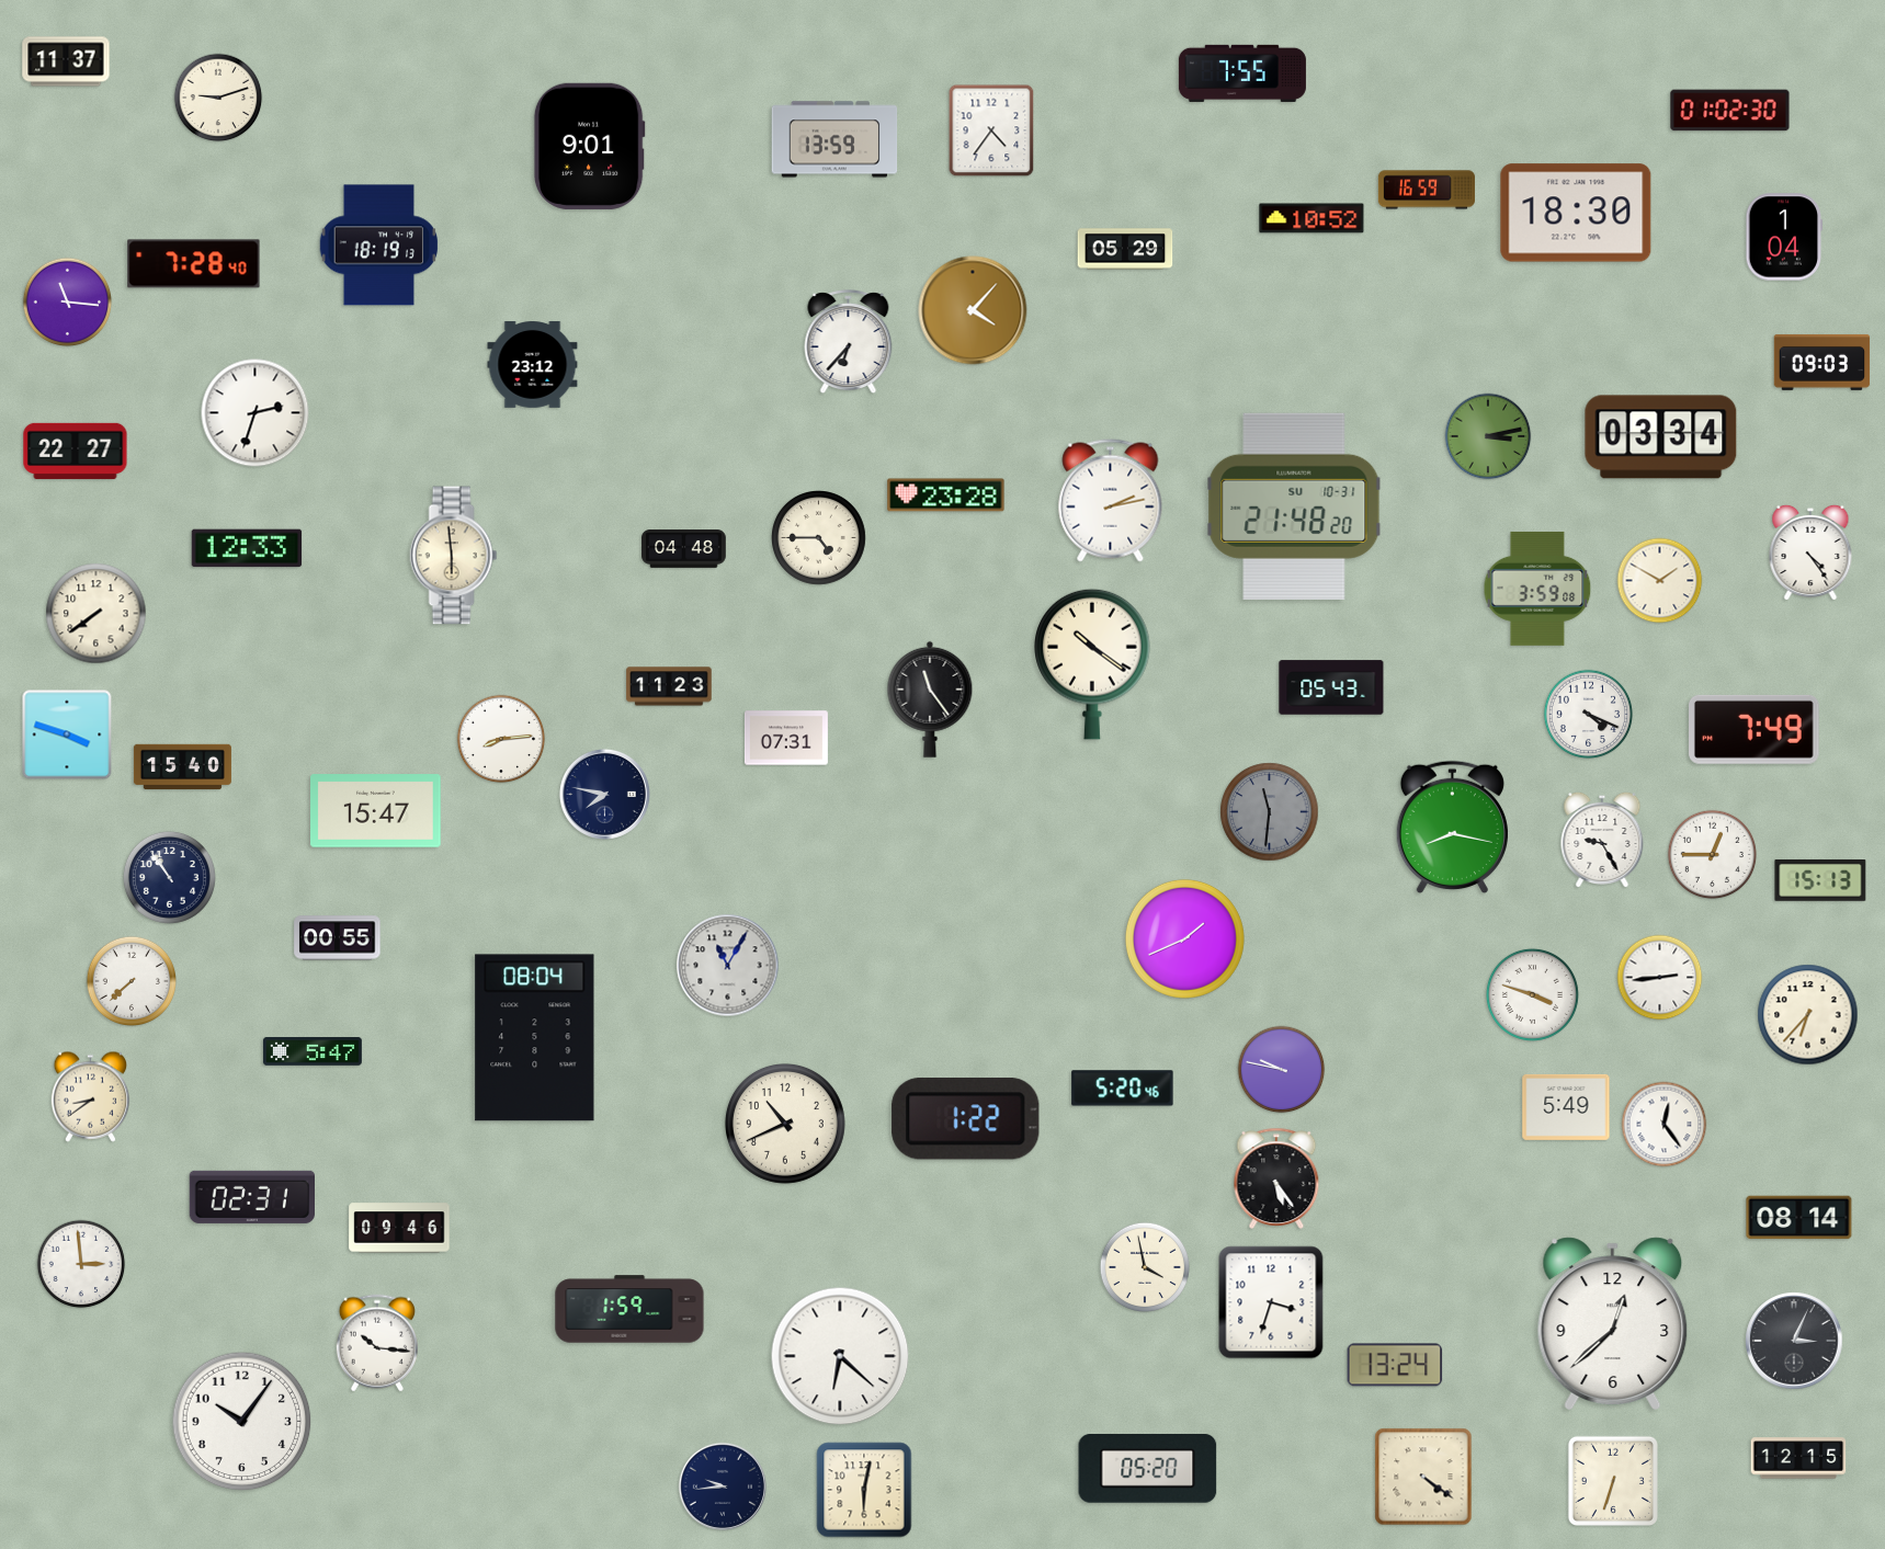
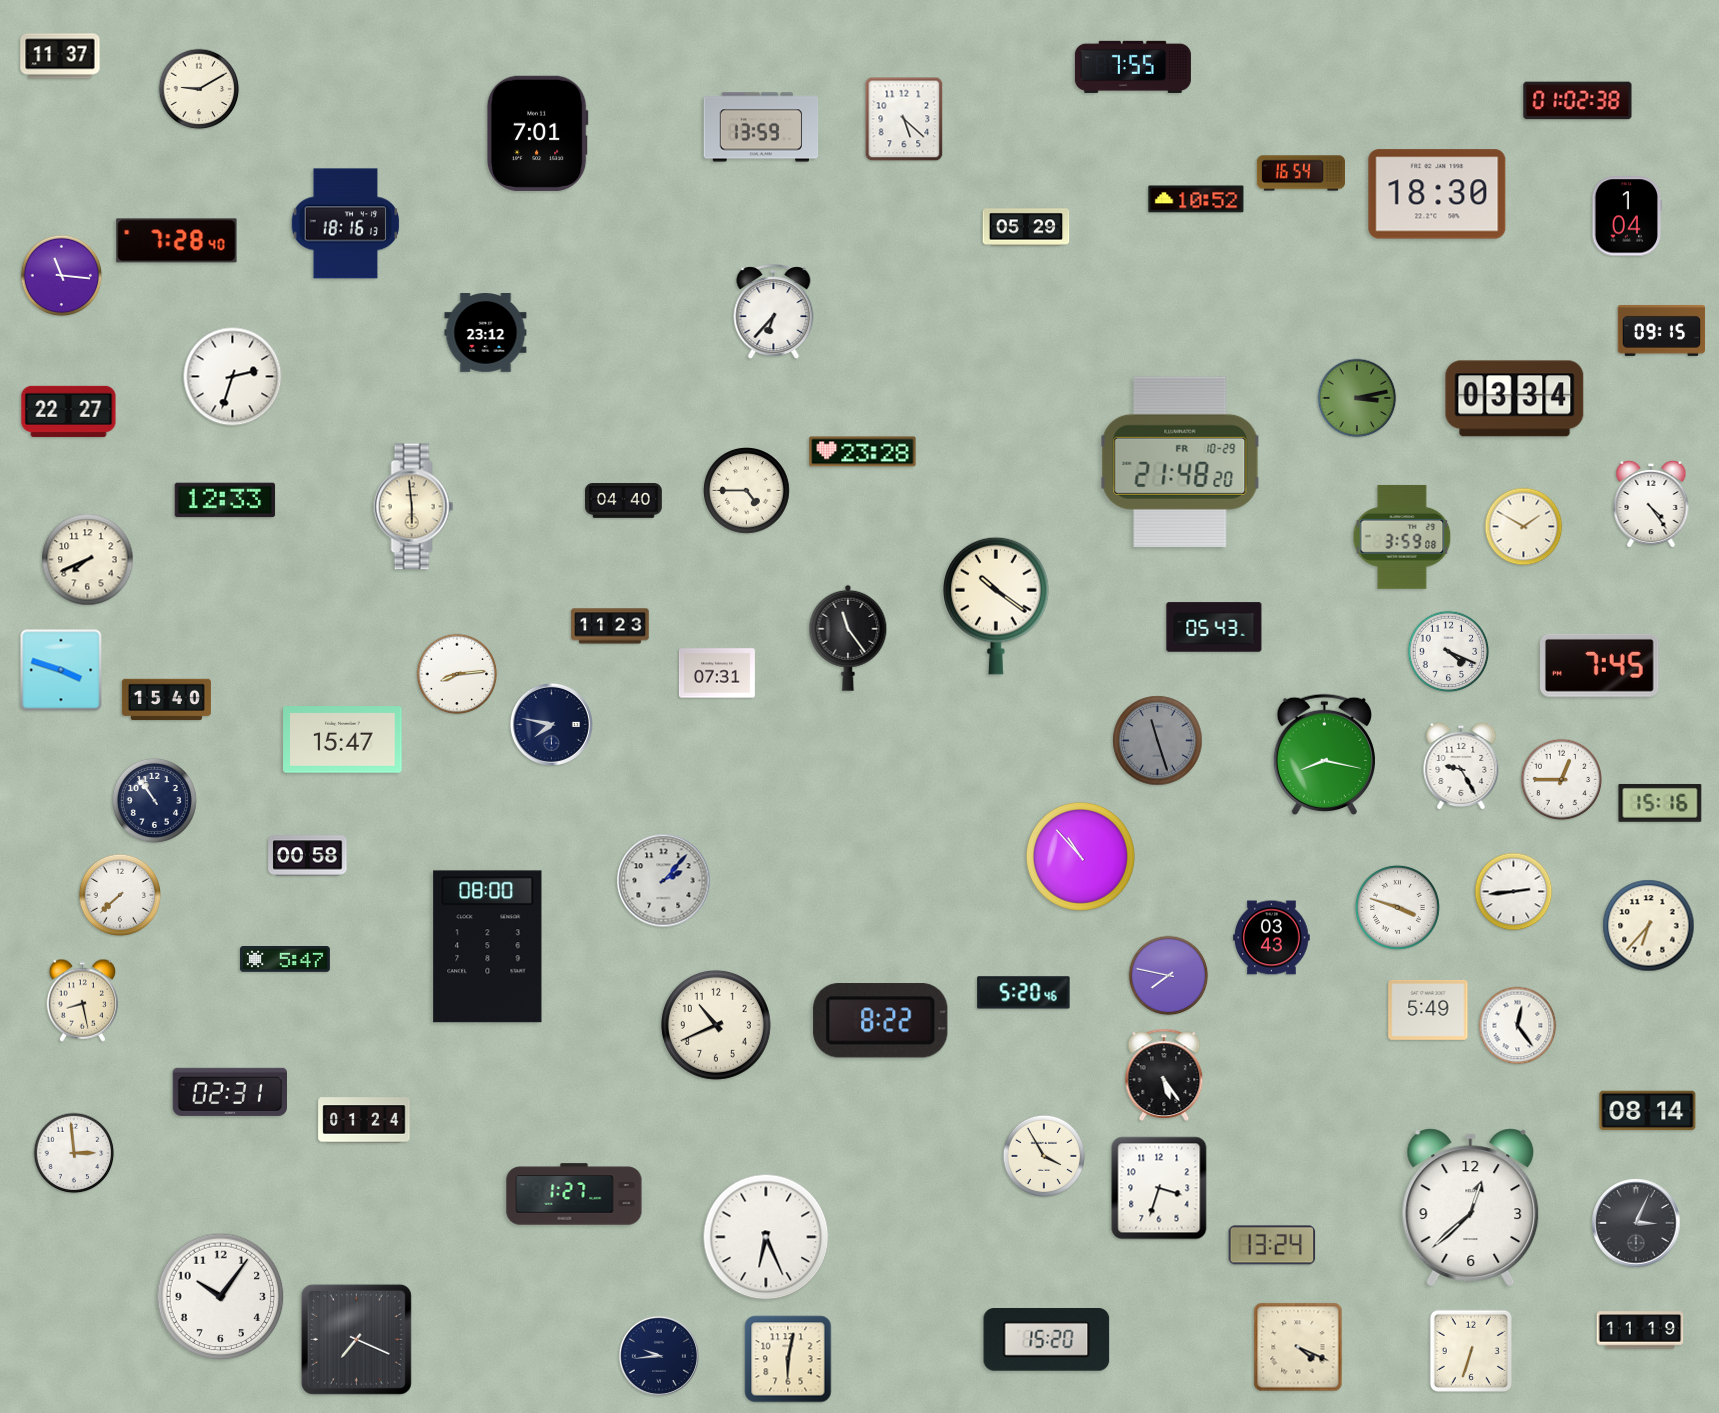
clock at (218, 98): 9:12 -> 9:10
clock at (1730, 111): 01:02:30 -> 01:02:38
clock at (991, 130): 4:36 -> 5:22
clock at (589, 146): 9:01 -> 7:01
clock at (1427, 190): 16:59 -> 16:54
clock at (379, 246): 18:19 -> 18:16
clock at (973, 310): 4:07 -> none
clock at (1822, 362): 09:03 -> 09:15
clock at (1111, 501): 2:13 -> none
clock at (1294, 506) date: SU 10-31 -> FR 10-29
clock at (684, 549): 04:48 -> 04:40
clock at (1660, 581) position: (1660, 581) -> (1524, 527)
clock at (96, 614): 7:39 -> 7:41
clock at (1755, 729): 7:49 -> 7:45
clock at (1270, 812): 11:31 -> 11:27
clock at (1820, 880): 15:13 -> 15:16
clock at (338, 938): 00:55 -> 00:58
clock at (1184, 938): 1:41 -> 10:53
clock at (728, 966): 11:05 -> 2:07
clock at (1272, 938): none -> 03:43
clock at (535, 1038): 08:04 -> 08:00
clock at (1282, 1070): 9:47 -> 7:47
clock at (91, 1096): 8:39 -> 8:28
clock at (966, 1119): 1:22 -> 8:22
clock at (1799, 1218) position: (1799, 1218) -> (1648, 1111)
clock at (399, 1228): 09:46 -> 01:24
clock at (1144, 1266): 3:58 -> 3:55
clock at (629, 1309): 1:59 -> 1:27
clock at (377, 1343): 10:16 -> none
clock at (840, 1356): 6:22 -> 6:26
clock at (1798, 1458): 12:15 -> 11:19
clock at (356, 1339): none -> 7:19
clock at (1148, 1469): 05:20 -> 15:20
clock at (1423, 1477): 4:21 -> 4:19
